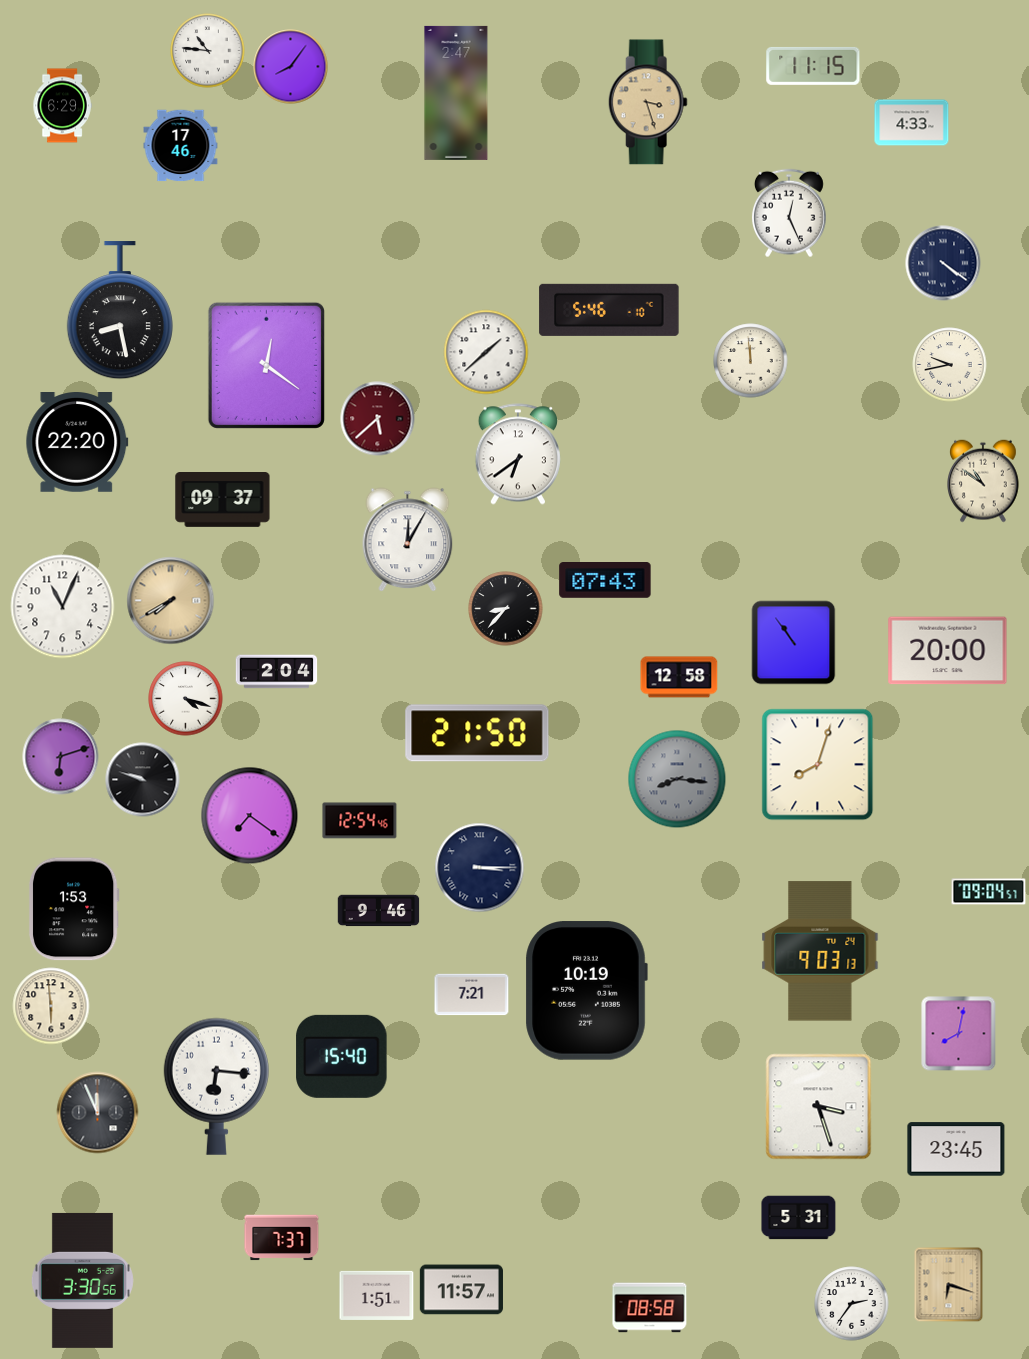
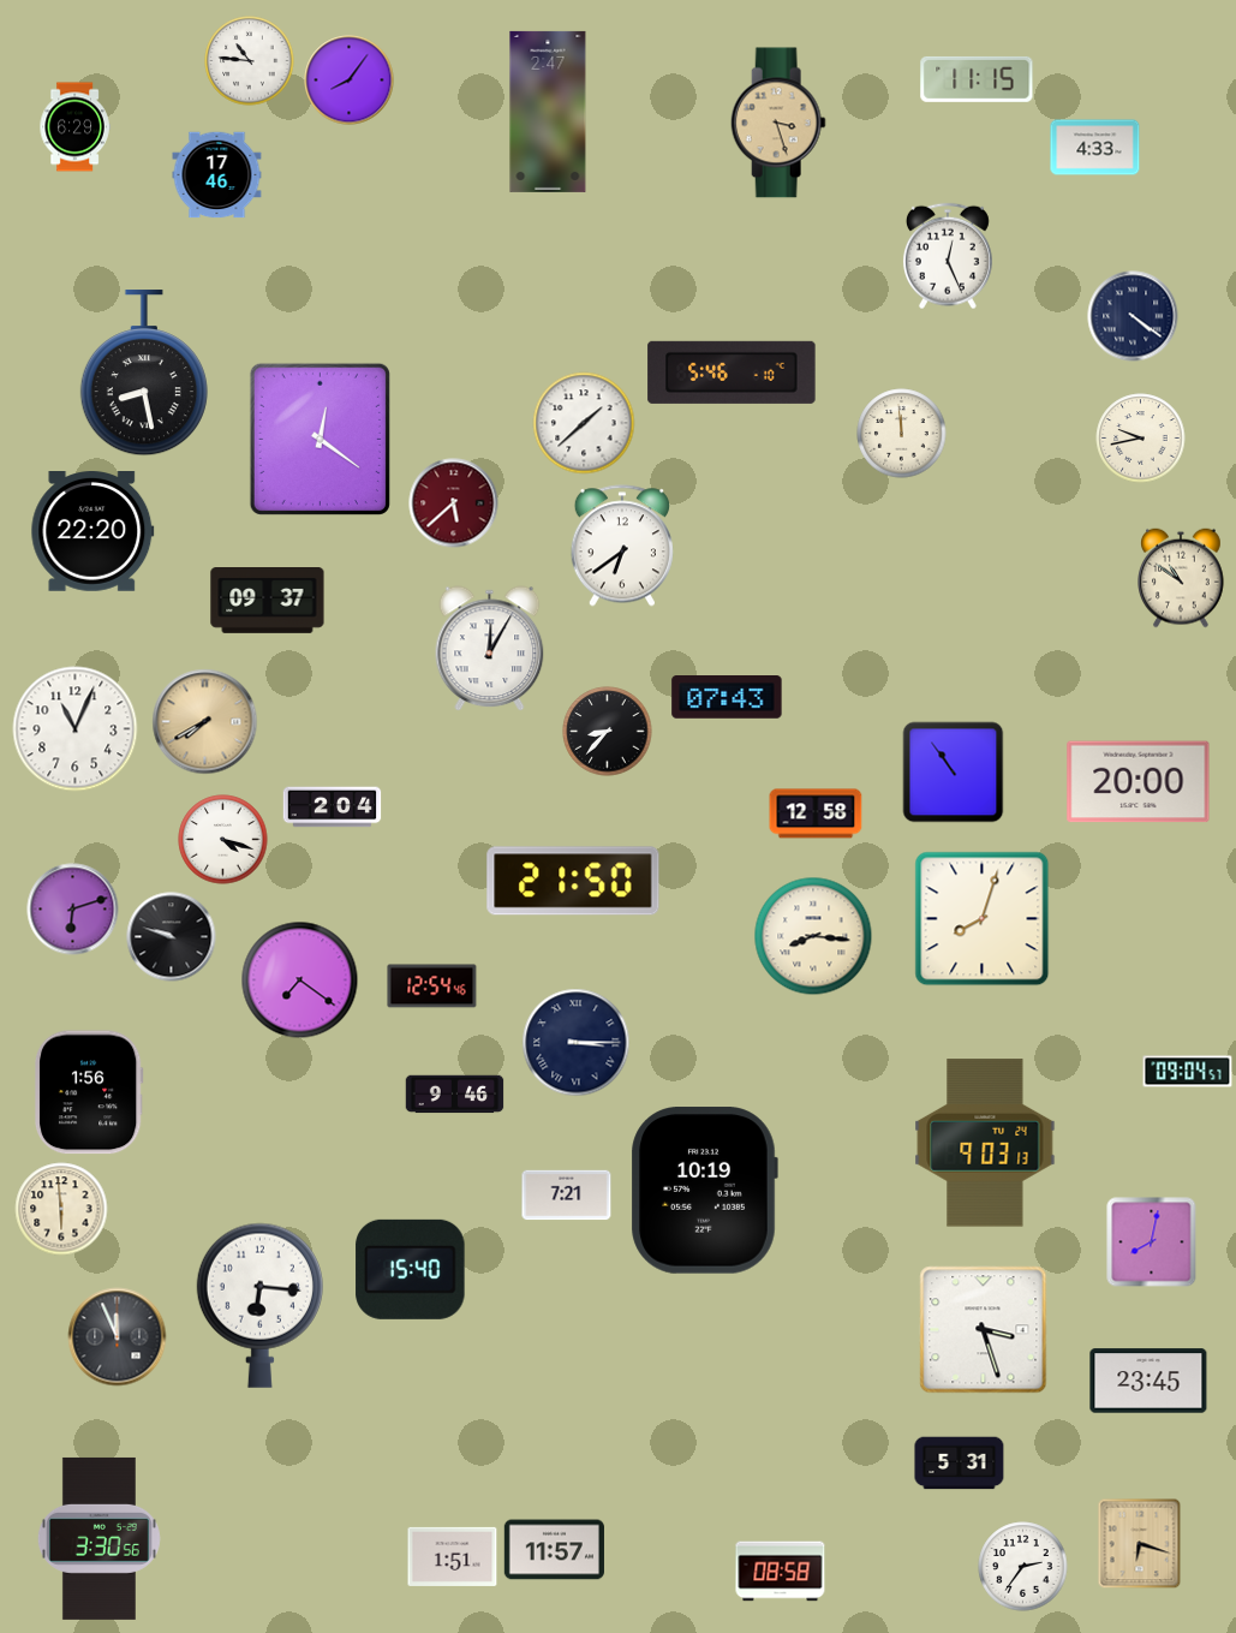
clock at (677, 779) dial: grey -> cream
clock at (74, 909): 1:53 -> 1:56
clock at (282, 1238): 7:37 -> none
